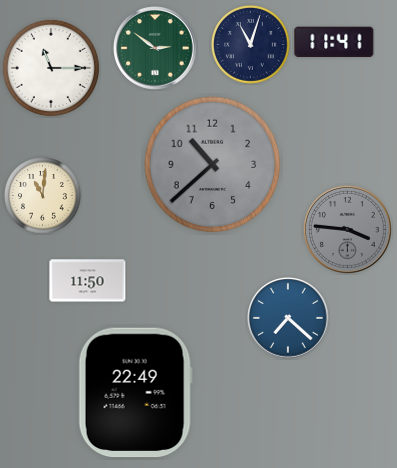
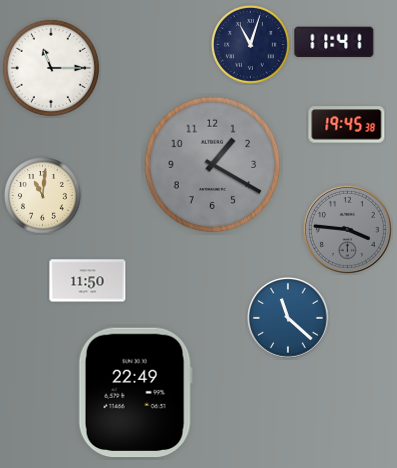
clock at (155, 48): 2:51 -> none
clock at (347, 125): none -> 19:45
clock at (213, 165): 10:38 -> 1:20
clock at (288, 318): 7:22 -> 11:22
